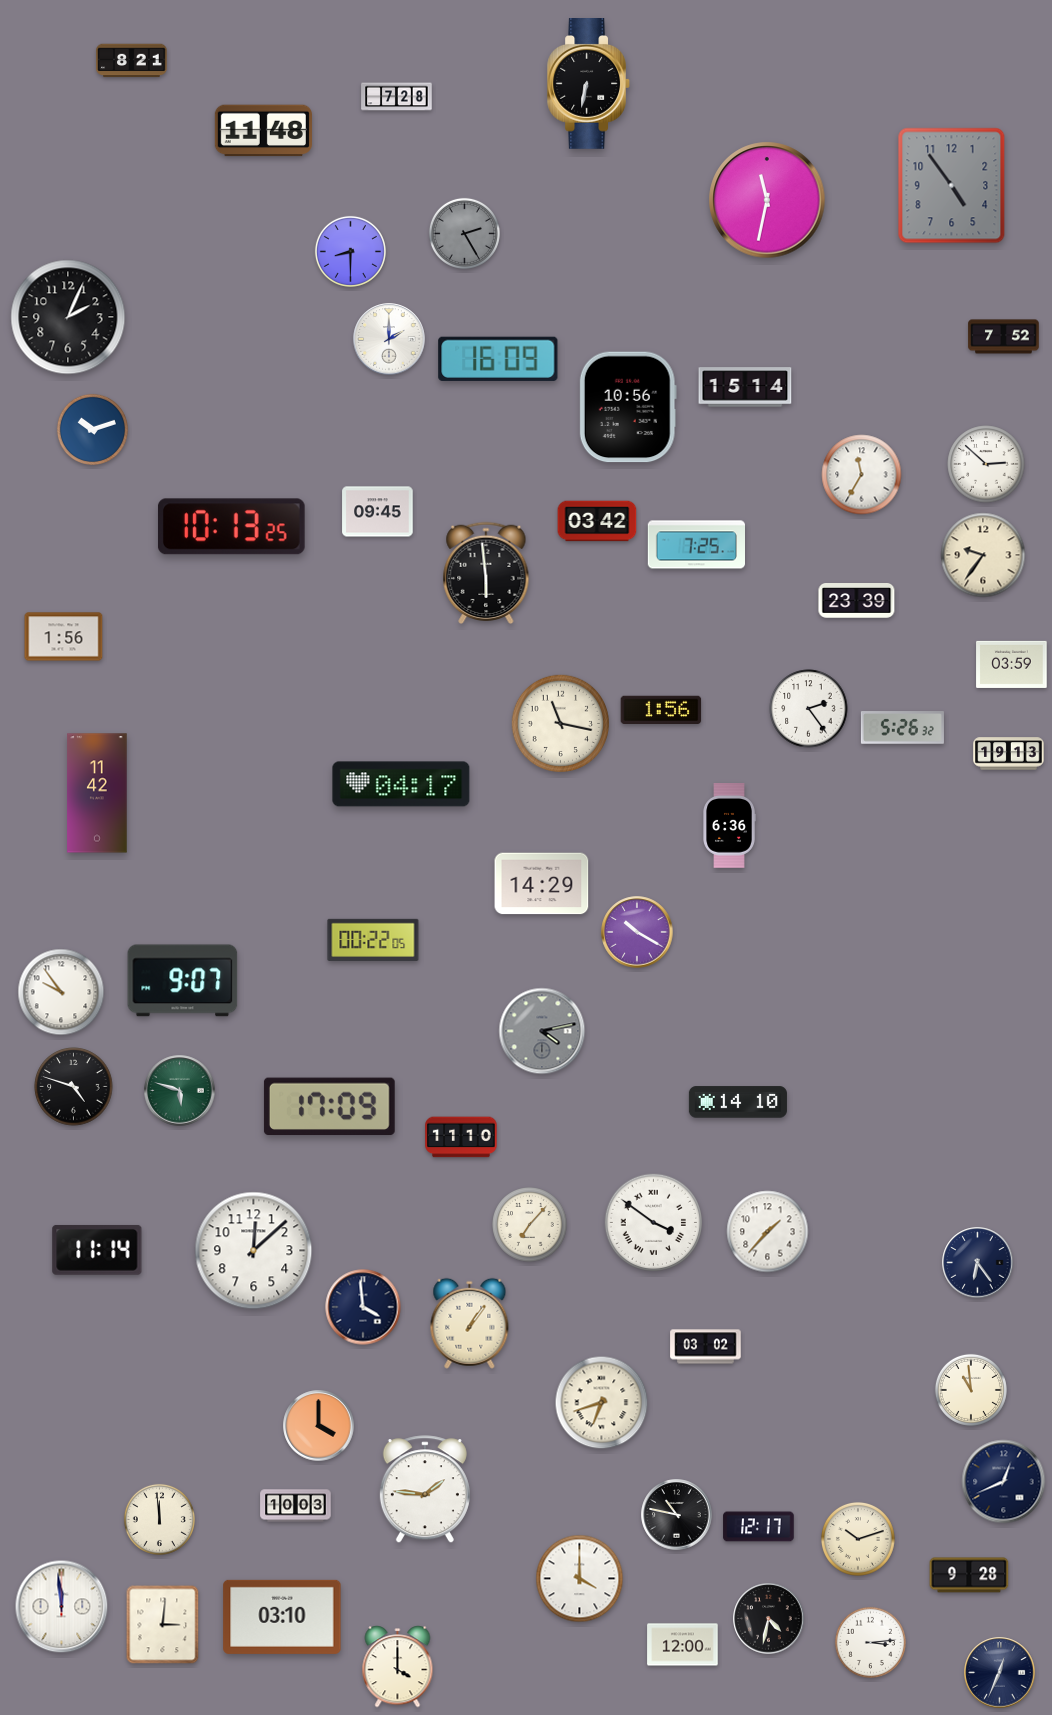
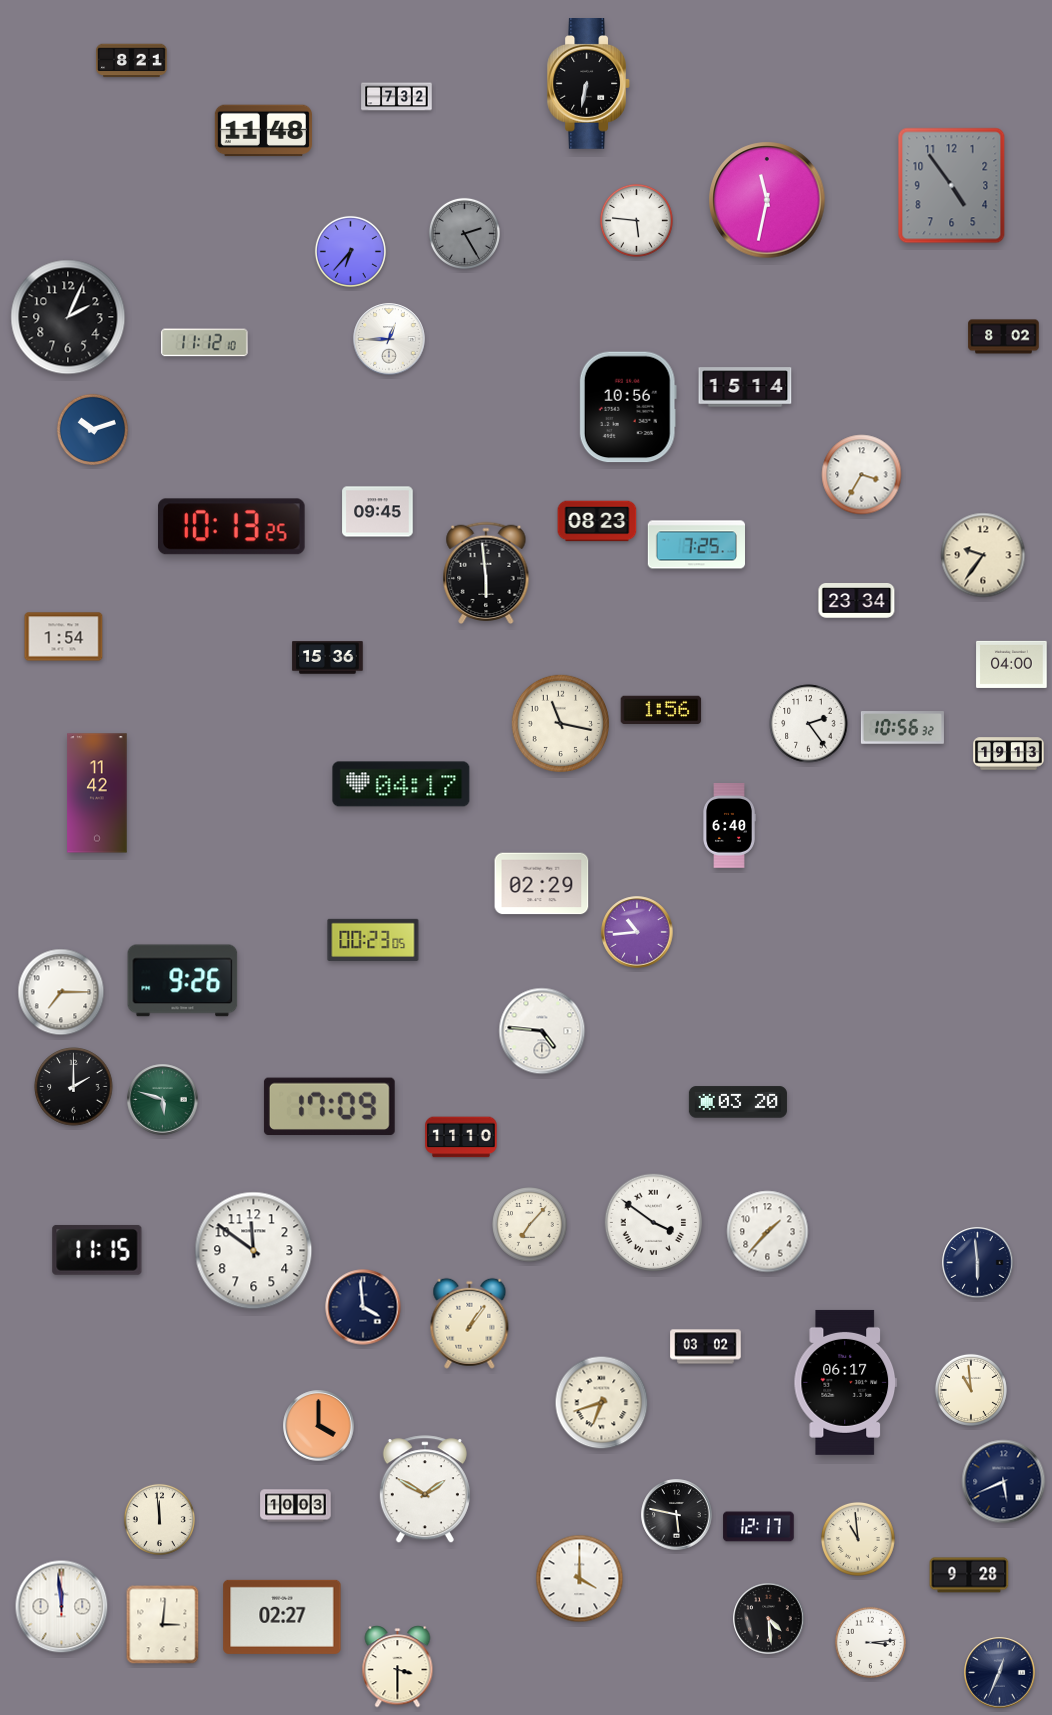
clock at (397, 97): 7:28 -> 7:32
clock at (636, 220): none -> 5:46
clock at (350, 251): 8:30 -> 6:37
clock at (1004, 337): 7:52 -> 8:02
clock at (389, 339): 2:00 -> 12:45
clock at (205, 343): none -> 11:12
clock at (498, 359): 16:09 -> none
clock at (986, 464): 2:52 -> none
clock at (862, 475): 11:35 -> 3:35
clock at (597, 521): 03:42 -> 08:23
clock at (857, 601): 23:39 -> 23:34
clock at (64, 637): 1:56 -> 1:54
clock at (328, 658): none -> 15:36
clock at (1012, 664): 03:59 -> 04:00
clock at (809, 709) position: (809, 709) -> (809, 724)
clock at (902, 728): 5:26 -> 10:56
clock at (729, 826): 6:36 -> 6:40
clock at (542, 884): 14:29 -> 02:29
clock at (637, 932): 10:20 -> 10:44
clock at (373, 940): 00:22 -> 00:23
clock at (183, 981): 9:07 -> 9:26
clock at (61, 992): 9:54 -> 7:15
clock at (542, 1031): 4:13 -> 4:46
clock at (542, 1031) dial: grey -> white
clock at (74, 1087): 4:48 -> 2:00
clock at (180, 1091) position: (180, 1091) -> (163, 1100)
clock at (738, 1102): 14:10 -> 03:20
clock at (97, 1250): 11:14 -> 11:15
clock at (254, 1251): 12:08 -> 11:51
clock at (978, 1263): 6:24 -> 5:59
clock at (846, 1382): none -> 06:17
clock at (1004, 1482): 12:41 -> 5:41
clock at (425, 1490): 1:46 -> 1:50
clock at (677, 1515): 10:47 -> 5:47
clock at (858, 1539): 10:12 -> 10:59
clock at (282, 1617): 03:10 -> 02:27
clock at (769, 1619): 4:32 -> 4:29
clock at (683, 1645): 12:00 -> none
clock at (398, 1667): 4:00 -> 3:30
